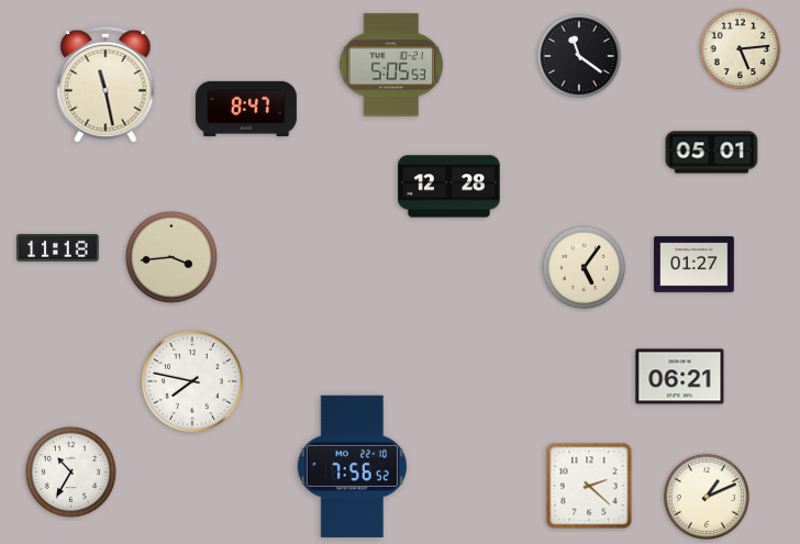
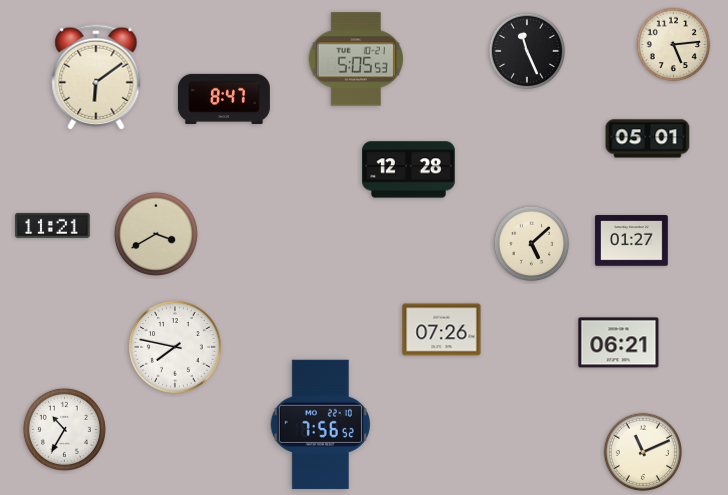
clock at (579, 56): 11:21 -> 11:26
clock at (105, 85): 11:28 -> 6:09
clock at (58, 247): 11:18 -> 11:21
clock at (171, 257): 3:44 -> 3:40
clock at (585, 268): 5:06 -> 5:08
clock at (442, 330): none -> 07:26
clock at (589, 486): 2:22 -> none
clock at (705, 496): 1:11 -> 11:11
